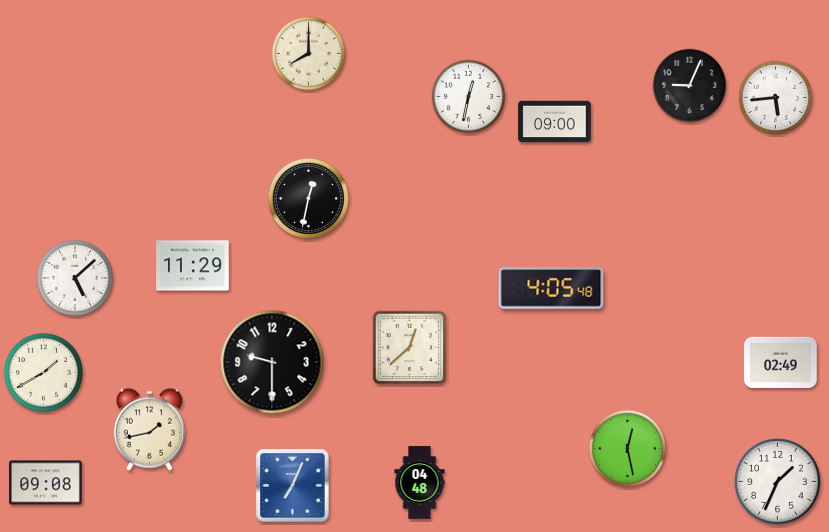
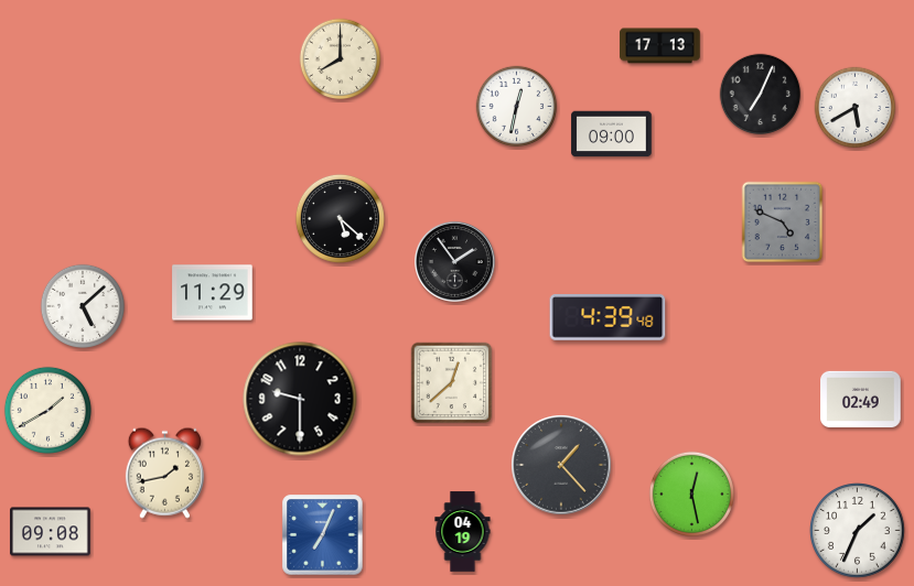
clock at (660, 46): none -> 17:13
clock at (690, 86): 9:04 -> 7:04
clock at (776, 98): 5:44 -> 5:40
clock at (308, 198): 12:32 -> 5:22
clock at (783, 223): none -> 4:49
clock at (454, 261): none -> 1:54
clock at (551, 289): 4:05 -> 4:39
clock at (561, 465): none -> 1:23
clock at (420, 483): 04:48 -> 04:19
